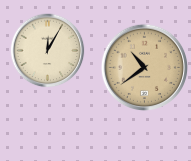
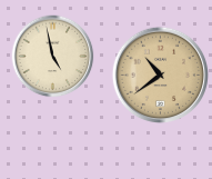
clock at (48, 51): 12:05 -> 4:58
